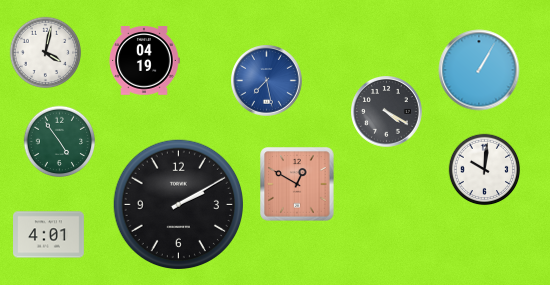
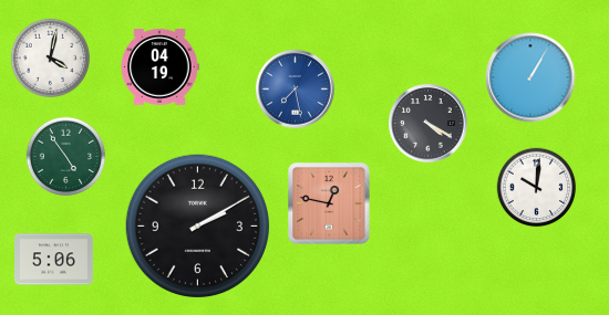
clock at (297, 184): 12:50 -> 12:47
clock at (49, 235): 4:01 -> 5:06
